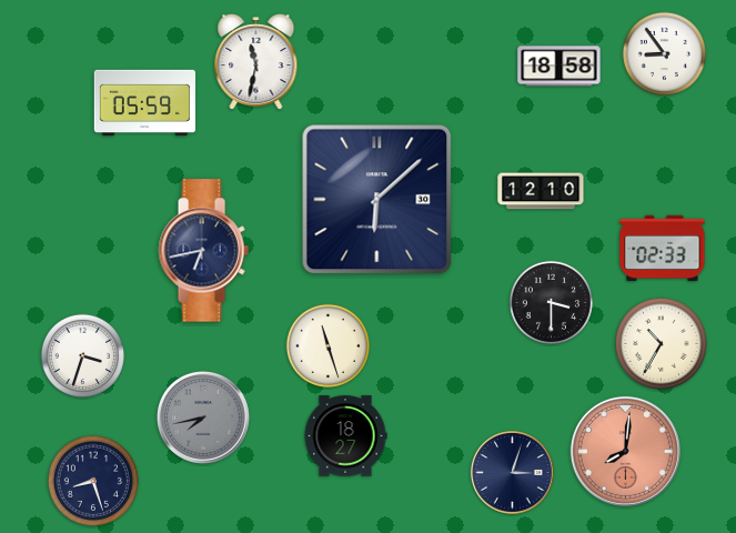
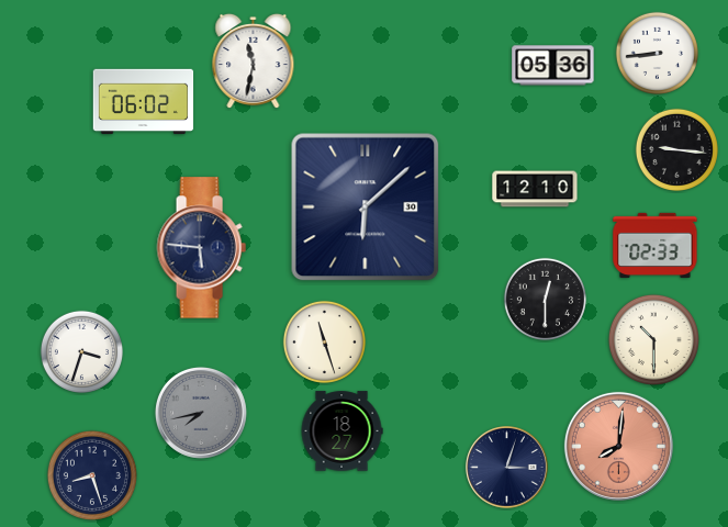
clock at (664, 53): 8:54 -> 8:44
clock at (559, 67): 18:58 -> 05:36
clock at (145, 103): 05:59 -> 06:02
clock at (676, 149): none -> 9:16
clock at (377, 200) position: (377, 200) -> (366, 208)
clock at (203, 251): 6:43 -> 5:46
clock at (551, 302): 3:30 -> 12:30
clock at (661, 343): 10:35 -> 10:30
